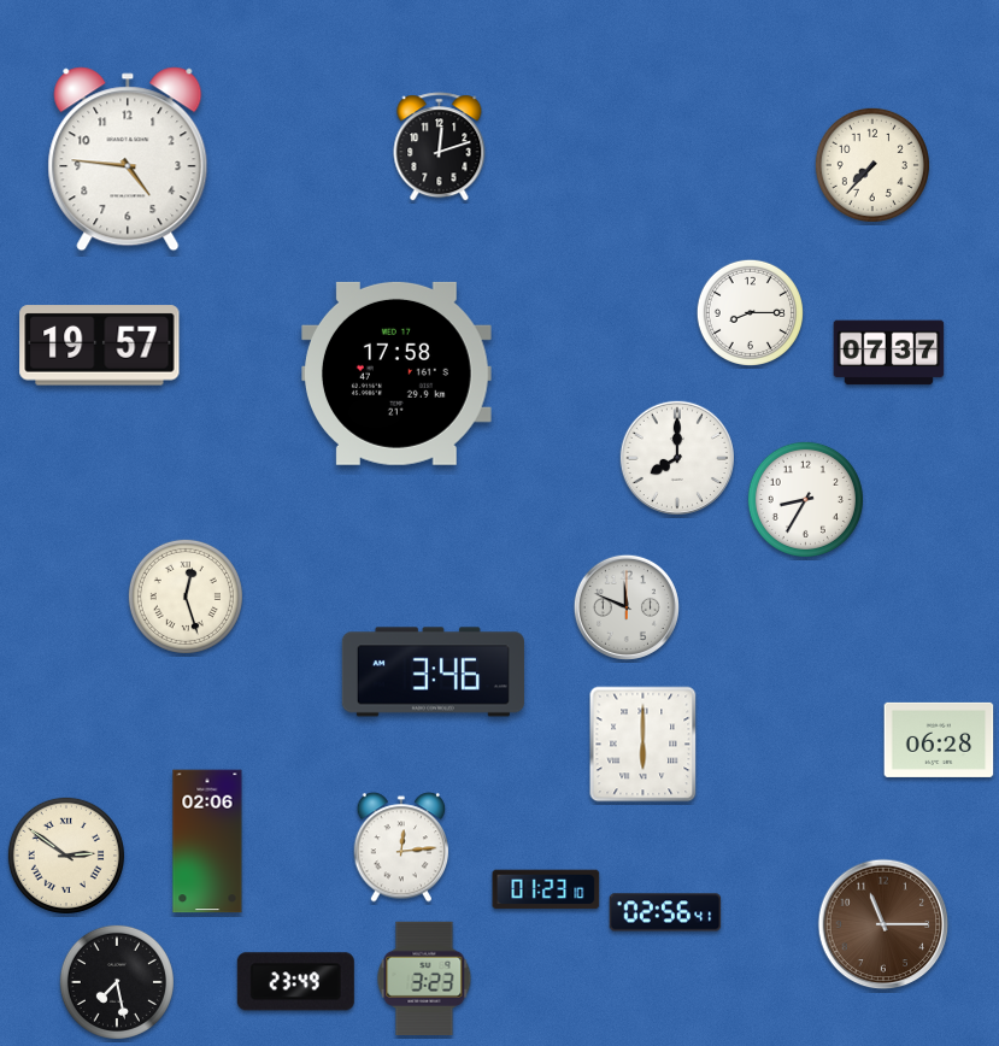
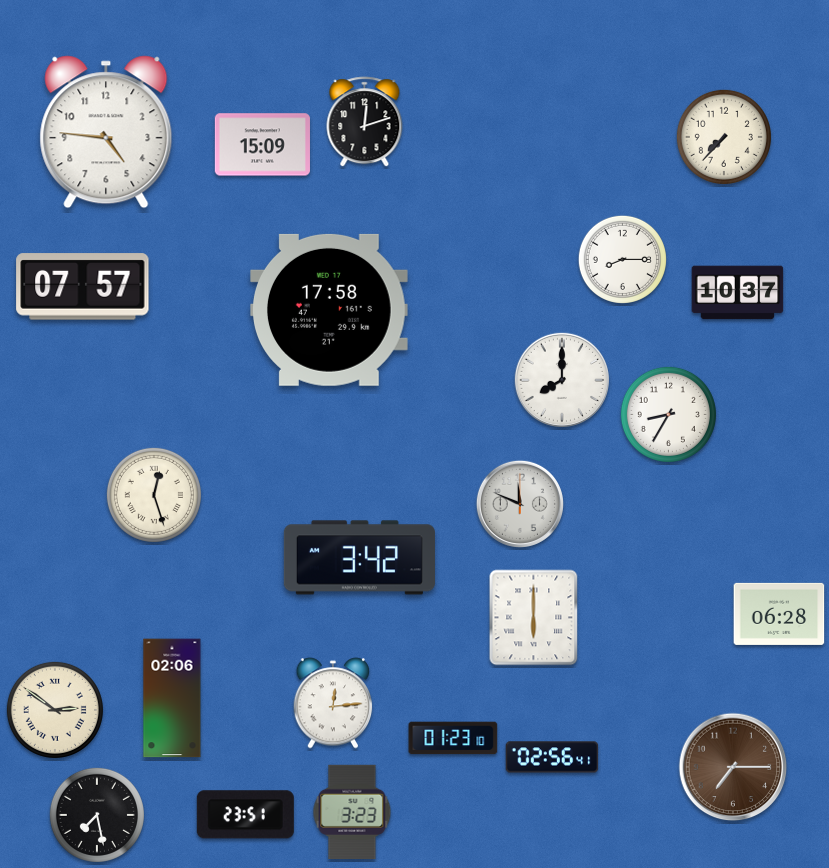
clock at (262, 145): none -> 15:09
clock at (100, 346): 19:57 -> 07:57
clock at (889, 353): 07:37 -> 10:37
clock at (433, 672): 3:46 -> 3:42
clock at (883, 924): 11:15 -> 7:15
clock at (295, 982): 23:49 -> 23:51
